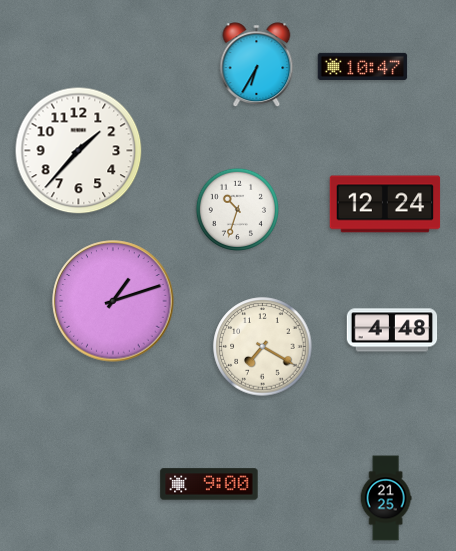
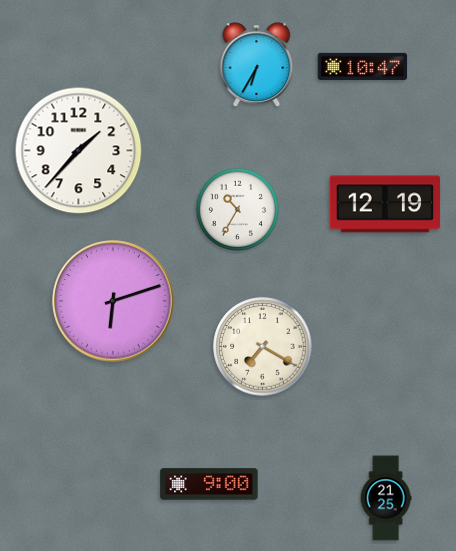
clock at (385, 204): 12:24 -> 12:19
clock at (237, 209): 10:33 -> 10:35
clock at (113, 301): 1:12 -> 6:12
clock at (392, 330): 4:48 -> none
